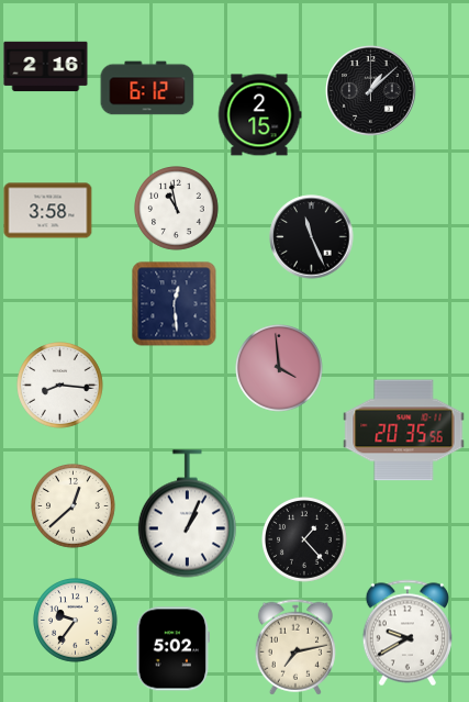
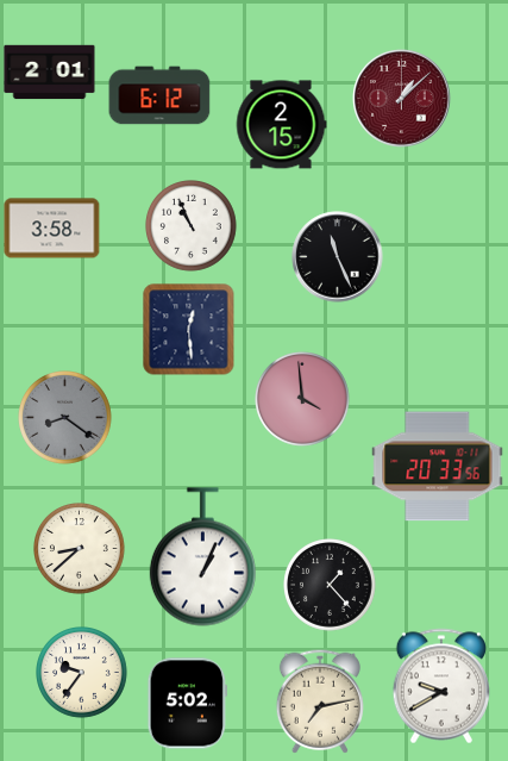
clock at (46, 67): 2:16 -> 2:01
clock at (371, 91) dial: black -> burgundy
clock at (177, 209): 10:58 -> 10:56
clock at (60, 386): 8:16 -> 8:21
clock at (60, 386) dial: white -> grey
clock at (404, 431): 20:35 -> 20:33
clock at (74, 506): 12:38 -> 8:38
